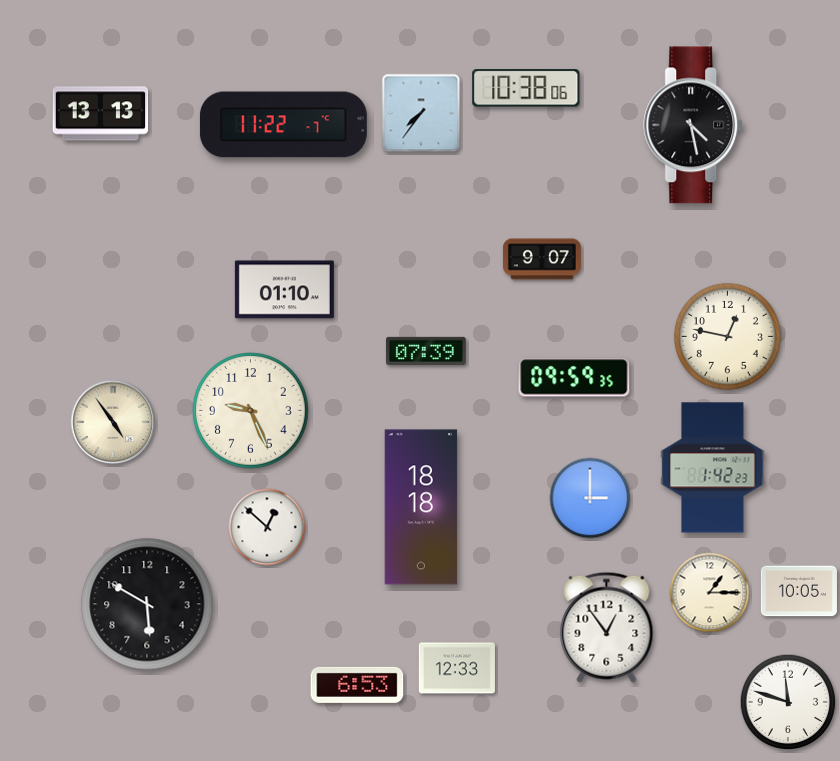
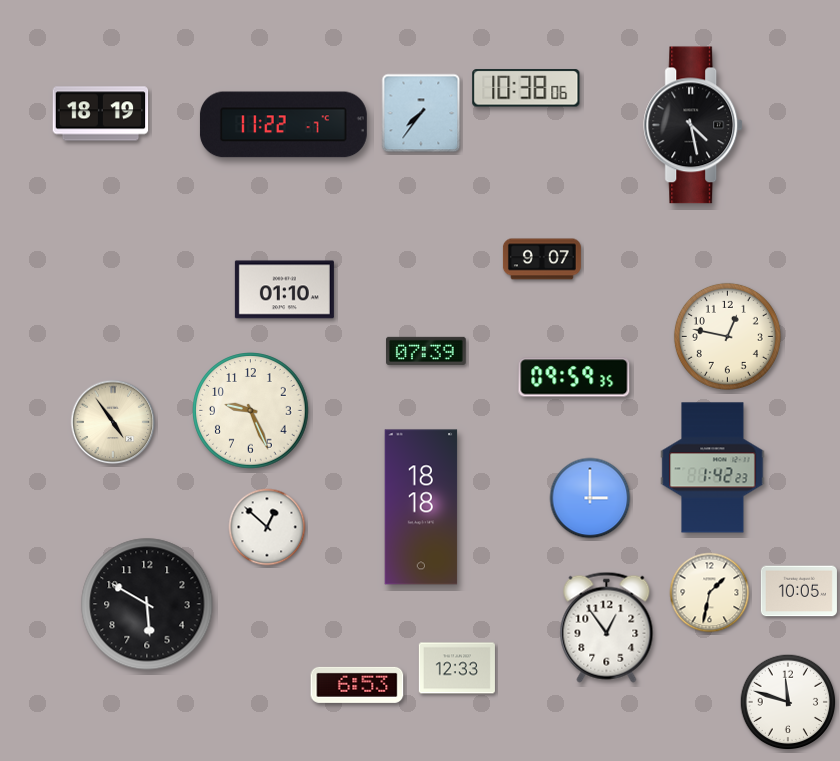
clock at (101, 114): 13:13 -> 18:19
clock at (710, 593): 1:15 -> 1:32
